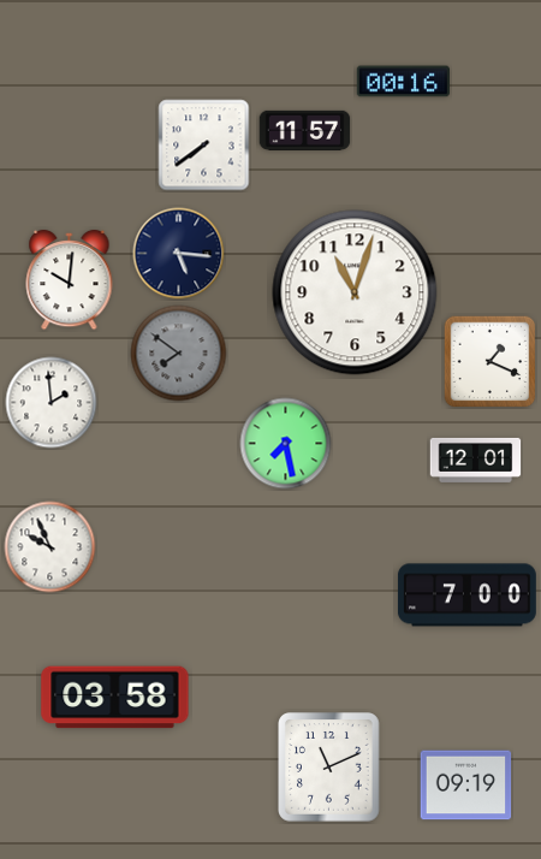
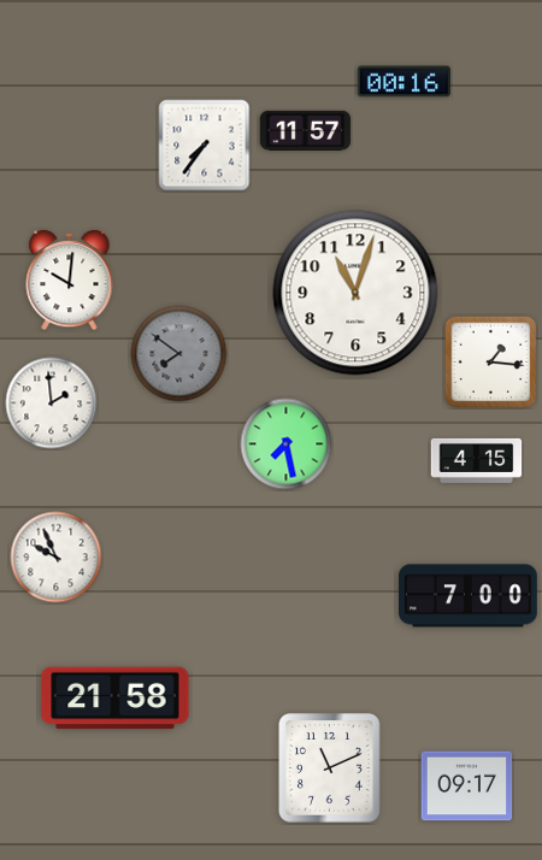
clock at (204, 146): 7:39 -> 7:36
clock at (179, 254): 5:16 -> none
clock at (489, 361): 1:19 -> 1:16
clock at (476, 460): 12:01 -> 4:15
clock at (50, 547) position: (50, 547) -> (57, 558)
clock at (115, 698): 03:58 -> 21:58
clock at (466, 786): 09:19 -> 09:17
